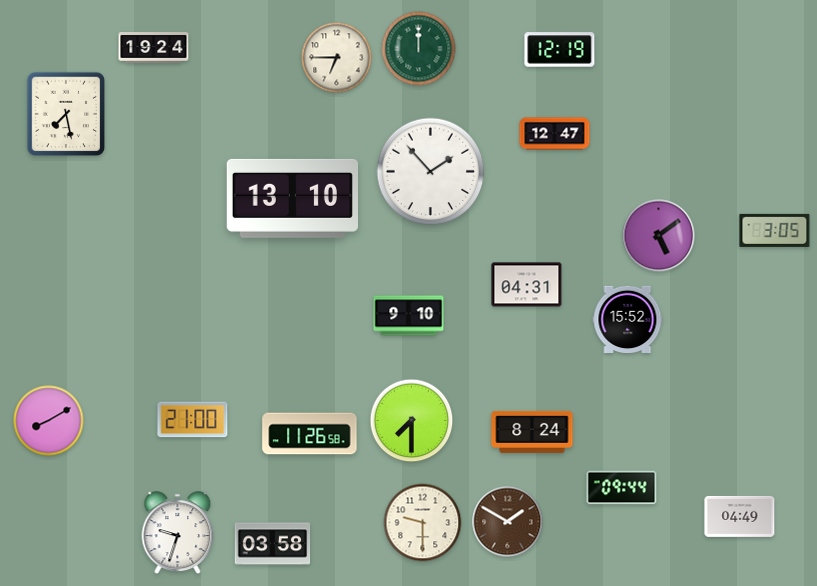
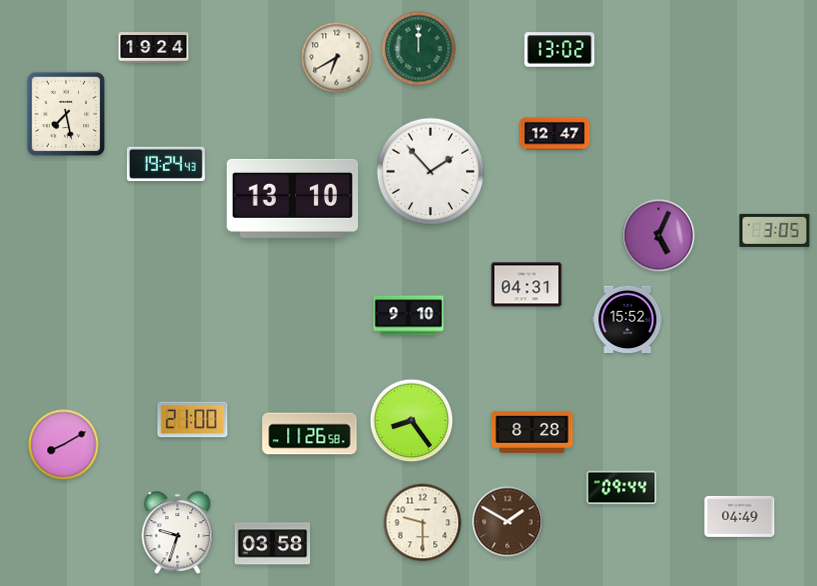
clock at (560, 50): 12:19 -> 13:02
clock at (337, 58): 6:45 -> 6:40
clock at (166, 164): none -> 19:24
clock at (659, 236): 5:09 -> 5:04
clock at (49, 421) position: (49, 421) -> (64, 445)
clock at (412, 421): 7:30 -> 8:24
clock at (532, 432): 8:24 -> 8:28
